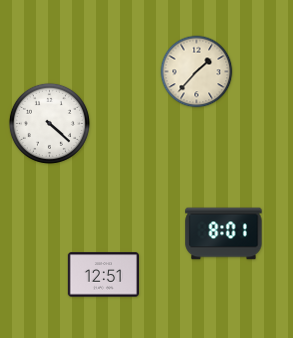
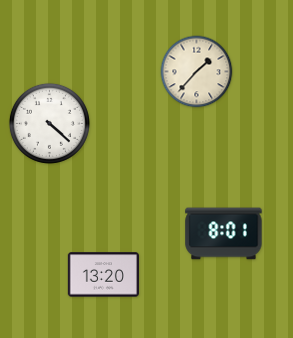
clock at (103, 275): 12:51 -> 13:20
